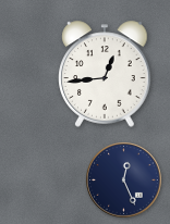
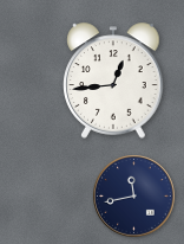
clock at (124, 181): 12:26 -> 11:43
